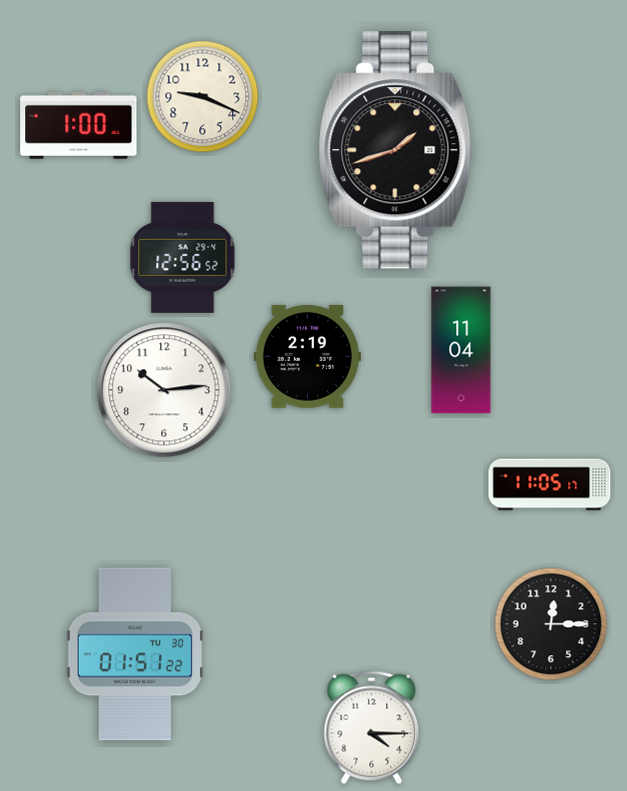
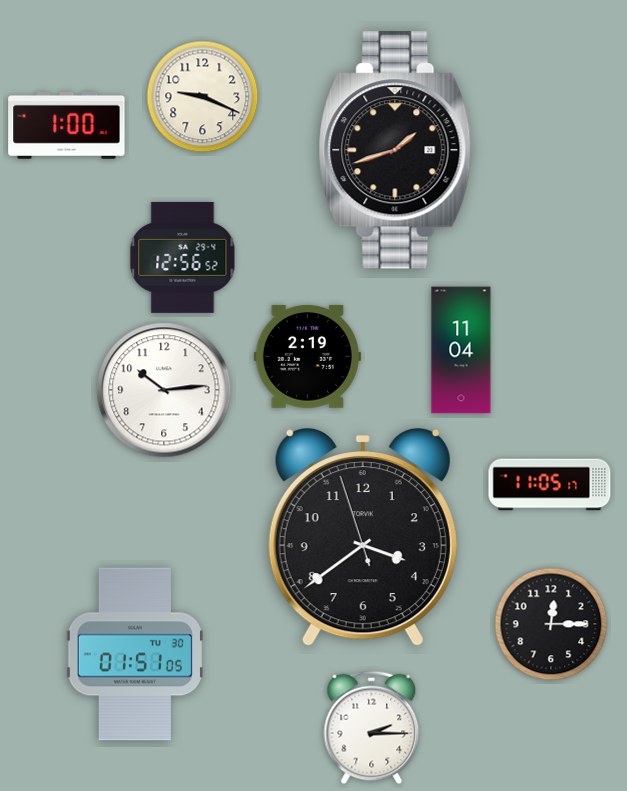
clock at (79, 125) position: (79, 125) -> (67, 125)
clock at (363, 538): none -> 3:38
clock at (135, 654): 01:51:22 -> 01:51:05
clock at (372, 728): 4:15 -> 2:15
